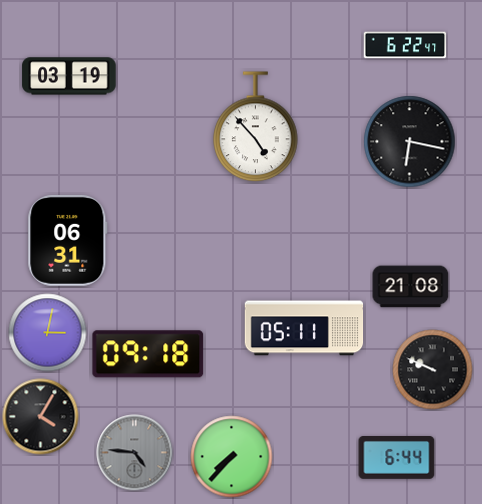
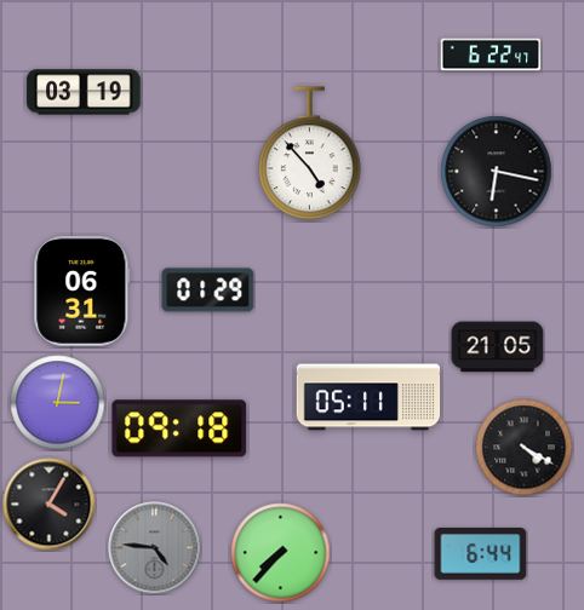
clock at (208, 290): none -> 01:29
clock at (411, 287): 21:08 -> 21:05
clock at (433, 370): 9:49 -> 4:20
clock at (135, 453) position: (135, 453) -> (155, 548)
